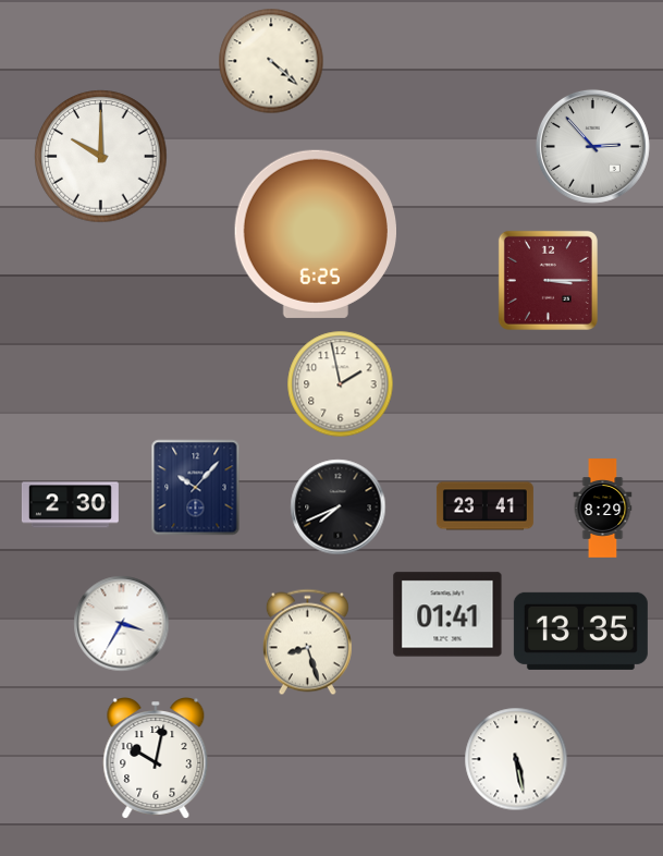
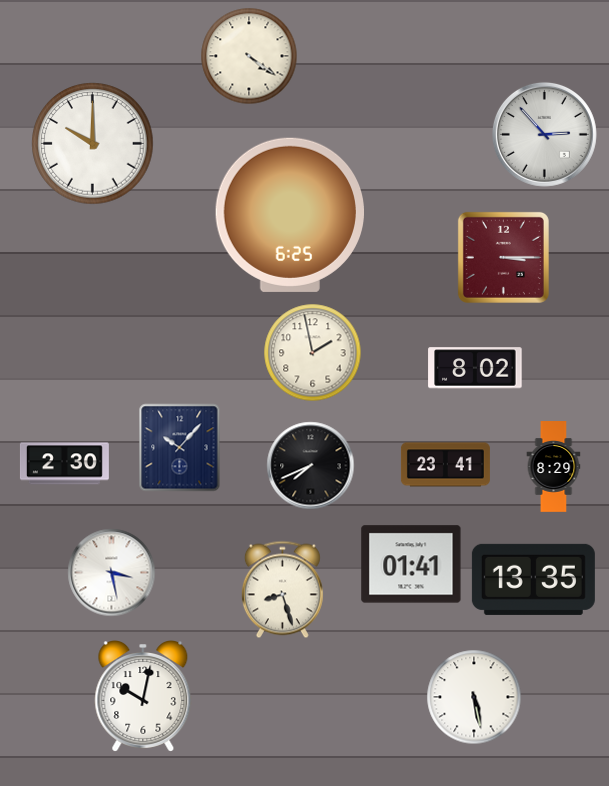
clock at (271, 61): 4:22 -> 4:21
clock at (475, 368): none -> 8:02
clock at (122, 624): 3:35 -> 3:28
